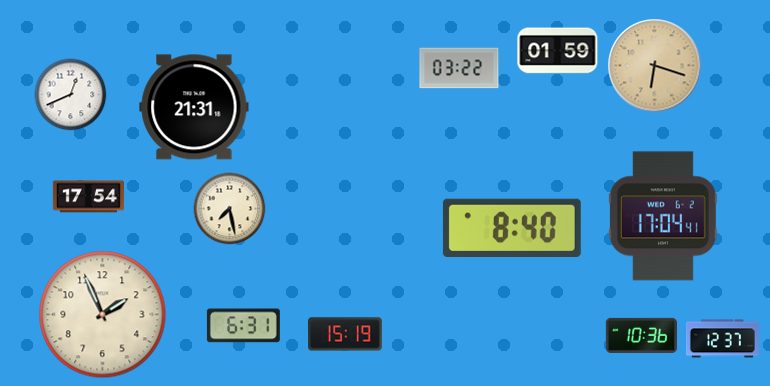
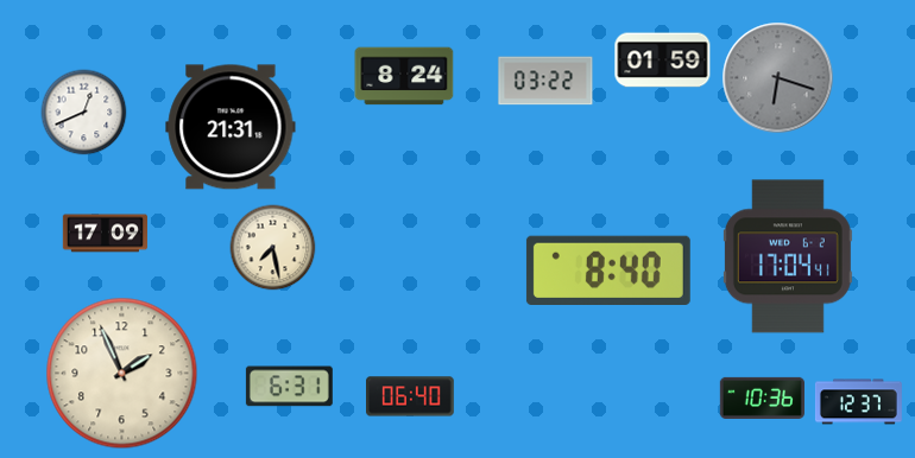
clock at (404, 76): none -> 8:24
clock at (655, 66) dial: champagne -> grey
clock at (88, 197): 17:54 -> 17:09
clock at (346, 334): 15:19 -> 06:40
